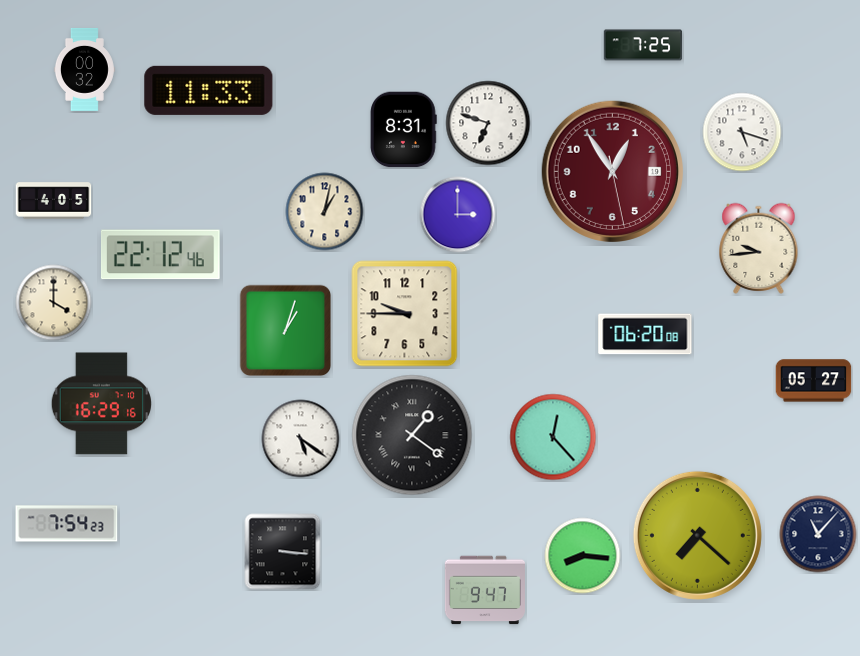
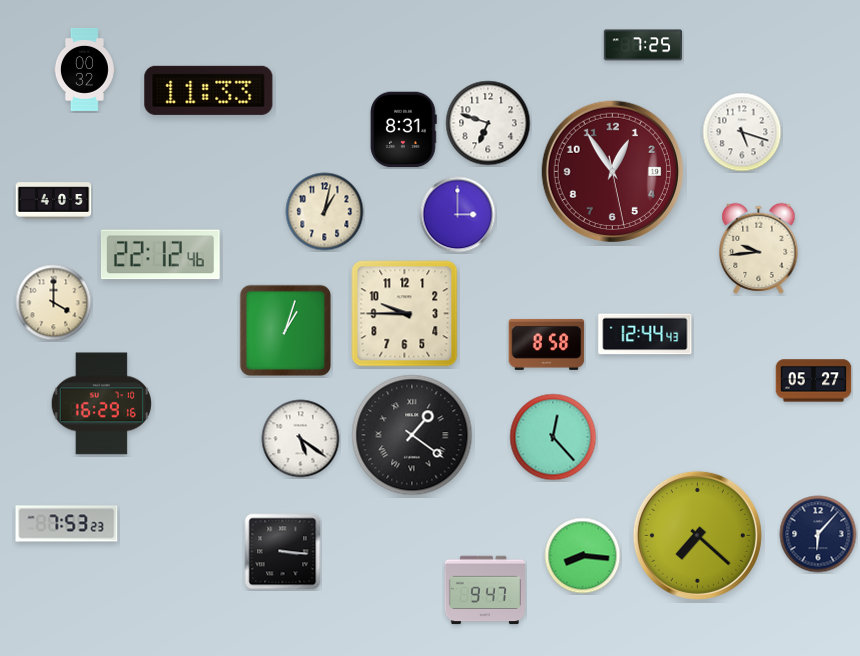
clock at (645, 334): 06:20 -> 12:44
clock at (547, 344): none -> 8:58
clock at (67, 524): 7:54 -> 7:53
clock at (818, 534): 11:07 -> 6:07
